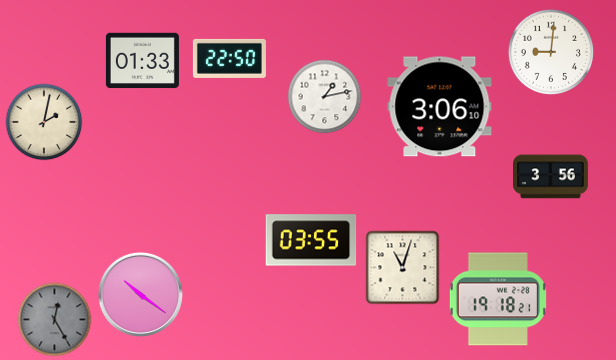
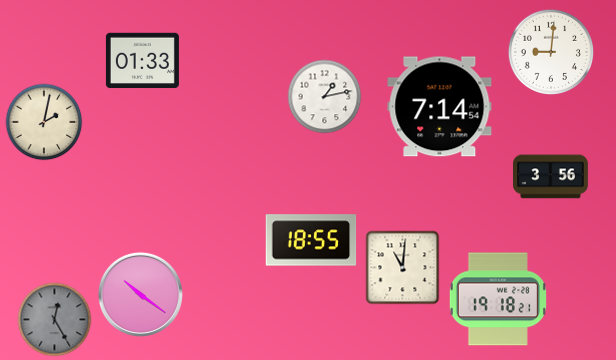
clock at (229, 58): 22:50 -> none
clock at (440, 107): 3:06 -> 7:14
clock at (311, 240): 03:55 -> 18:55
clock at (403, 268): 11:03 -> 11:01
